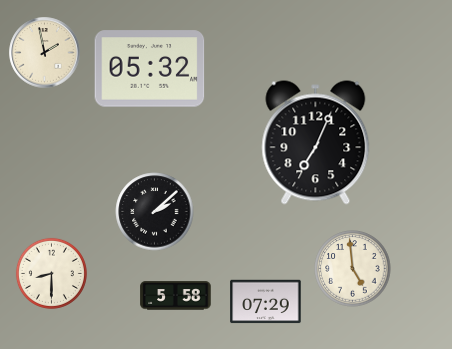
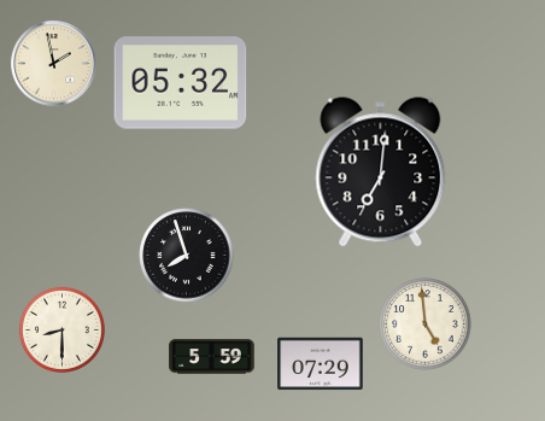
clock at (316, 143): 7:04 -> 7:01
clock at (155, 212): 2:08 -> 7:57
clock at (176, 296): 5:58 -> 5:59
